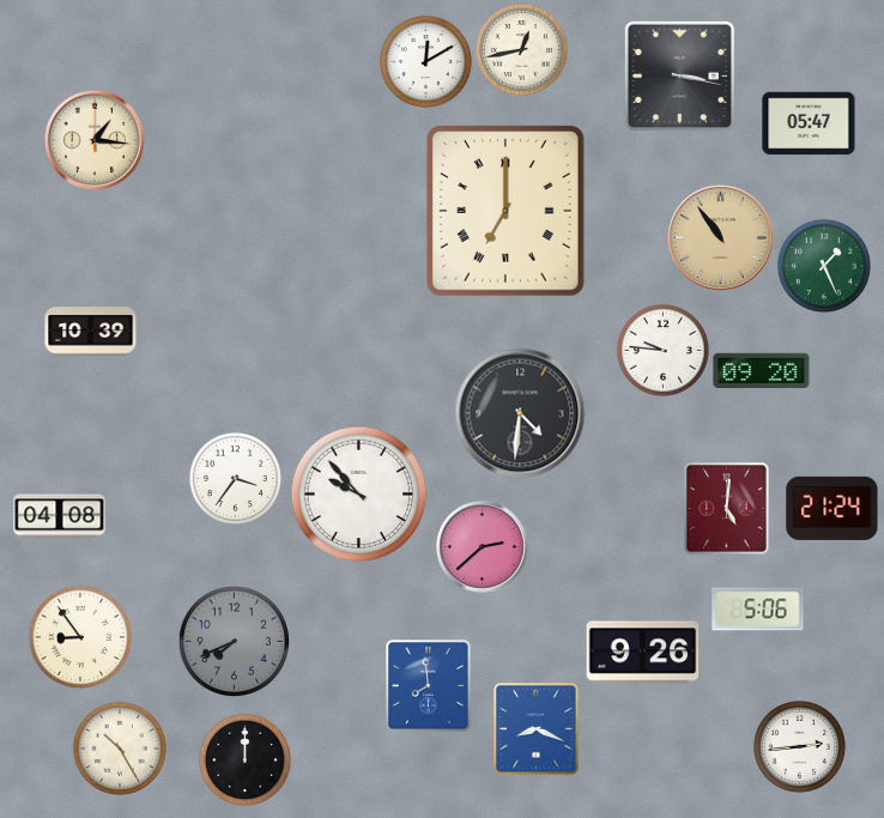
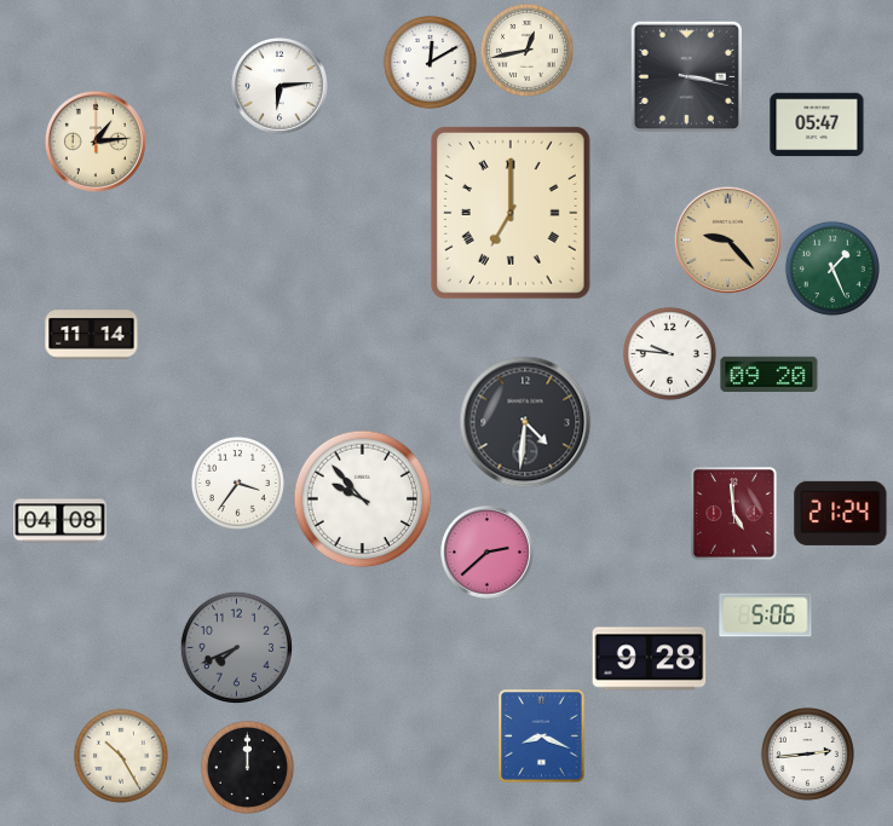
clock at (281, 87): none -> 6:14
clock at (95, 140): 1:16 -> 1:14
clock at (720, 237): 10:54 -> 9:23
clock at (91, 332): 10:39 -> 11:14
clock at (520, 413) position: (520, 413) -> (525, 422)
clock at (727, 509): 5:01 -> 4:59
clock at (80, 637): 8:54 -> none
clock at (643, 653): 9:26 -> 9:28
clock at (429, 686): 7:59 -> none
